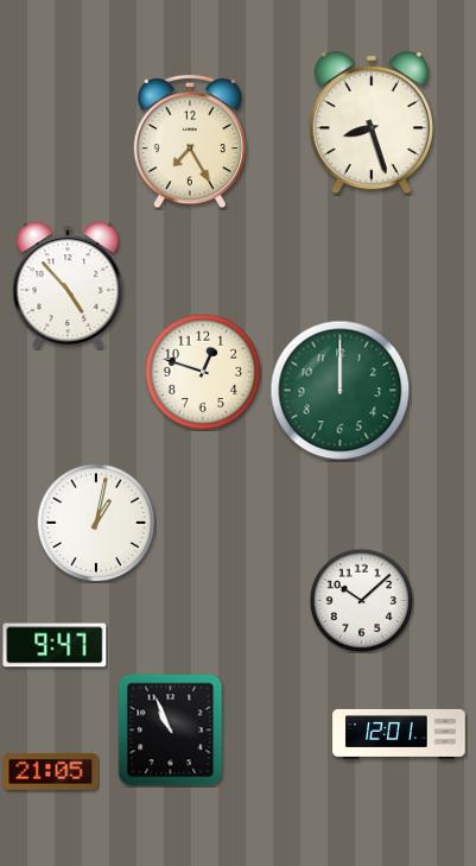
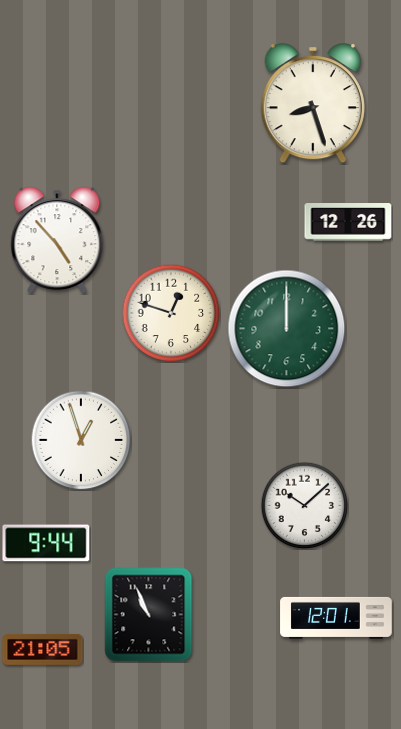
clock at (190, 141): 7:25 -> none
clock at (348, 223): none -> 12:26
clock at (96, 523): 1:02 -> 12:57
clock at (55, 645): 9:47 -> 9:44
clock at (171, 731) position: (171, 731) -> (149, 615)
